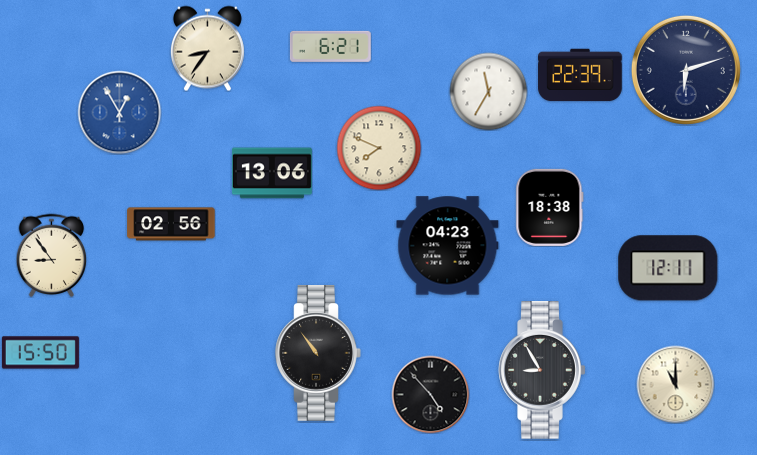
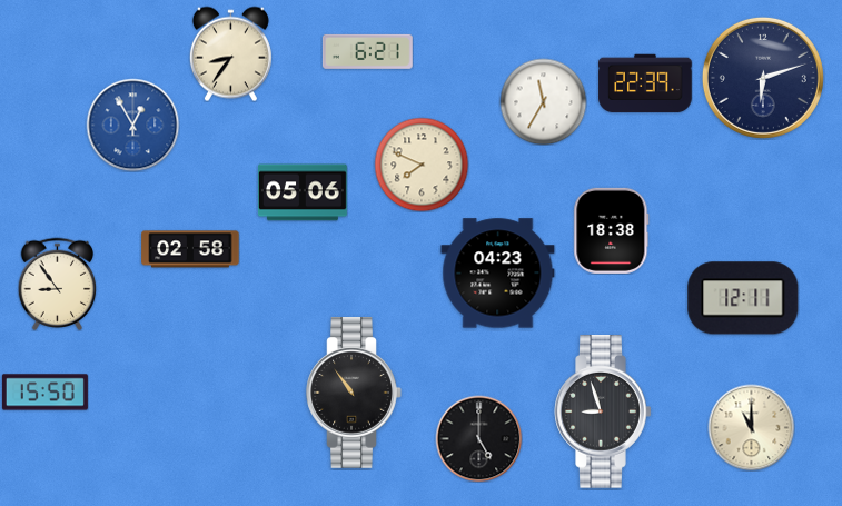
clock at (272, 173): 13:06 -> 05:06
clock at (171, 224): 02:56 -> 02:58
clock at (542, 370): 8:55 -> 8:57
clock at (430, 394): 4:53 -> 5:00
